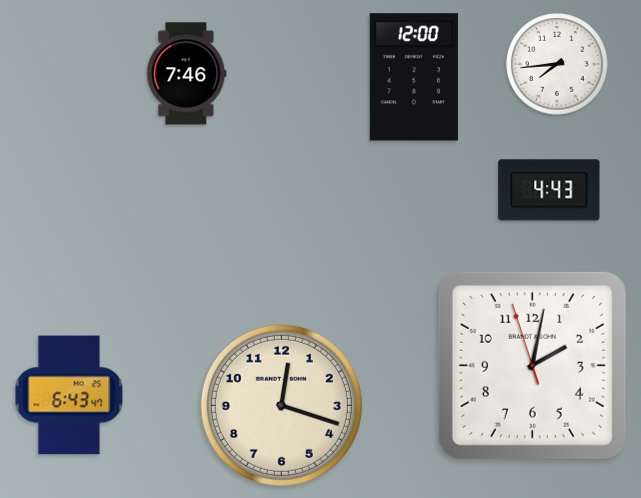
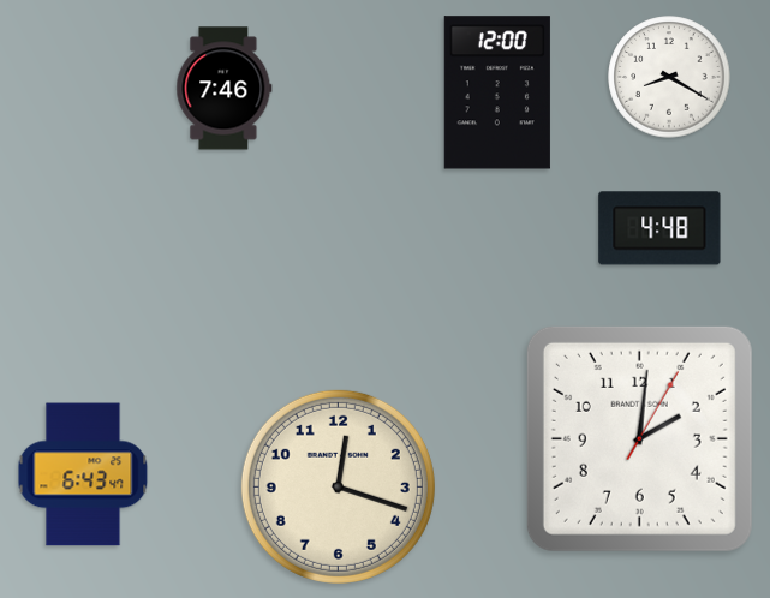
clock at (557, 64): 7:44 -> 8:20
clock at (549, 190): 4:43 -> 4:48
clock at (532, 365): 2:01:57 -> 2:01:05
